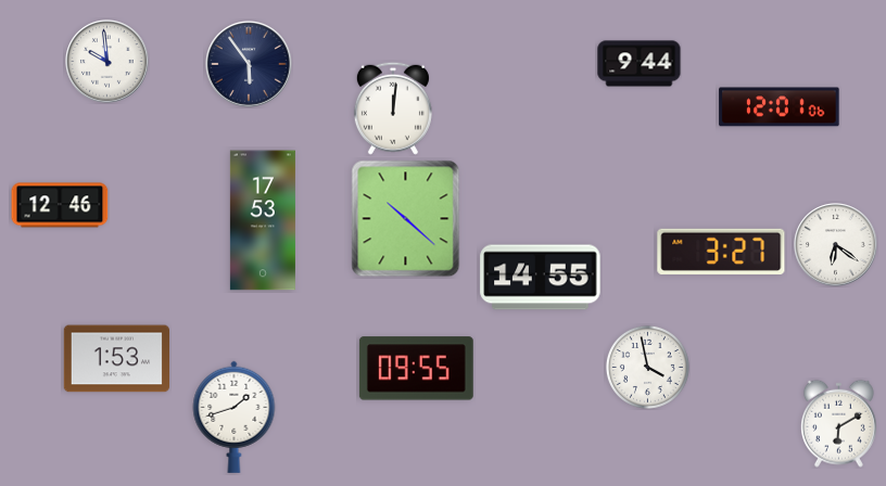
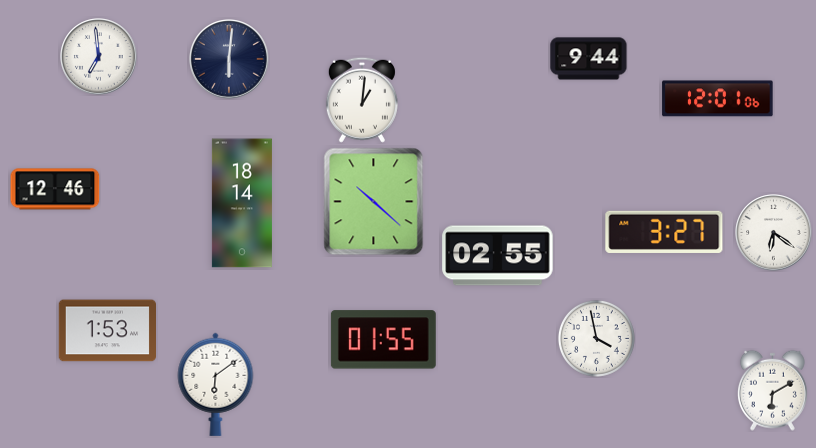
clock at (107, 62): 9:59 -> 6:59
clock at (250, 65): 5:54 -> 6:01
clock at (393, 108): 12:01 -> 1:01
clock at (263, 220): 17:53 -> 18:14
clock at (836, 245) position: (836, 245) -> (774, 233)
clock at (541, 278): 14:55 -> 02:55
clock at (416, 369): 09:55 -> 01:55
clock at (235, 417): 1:42 -> 6:09
